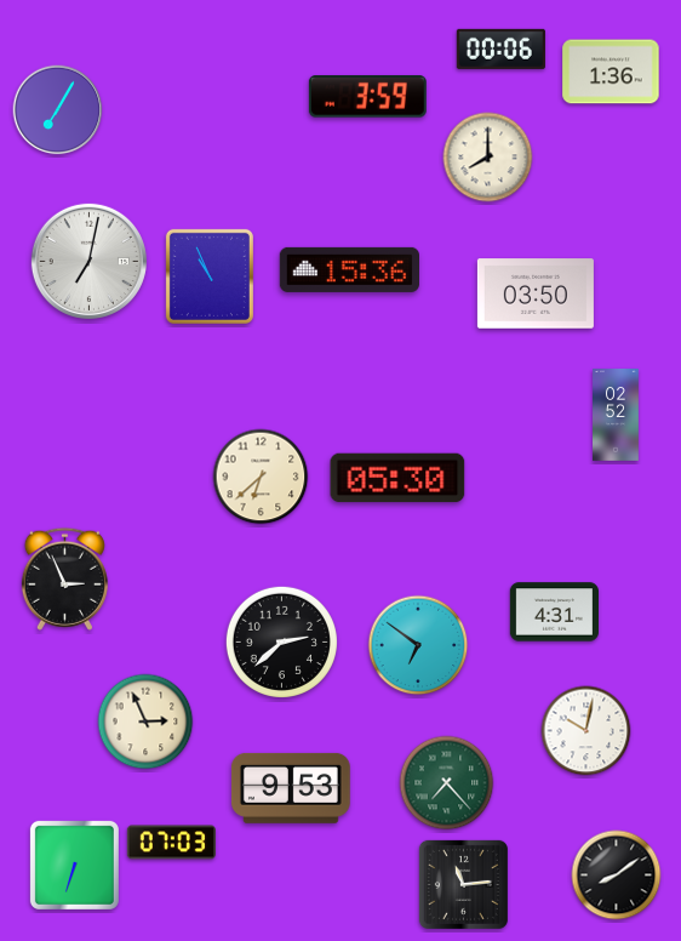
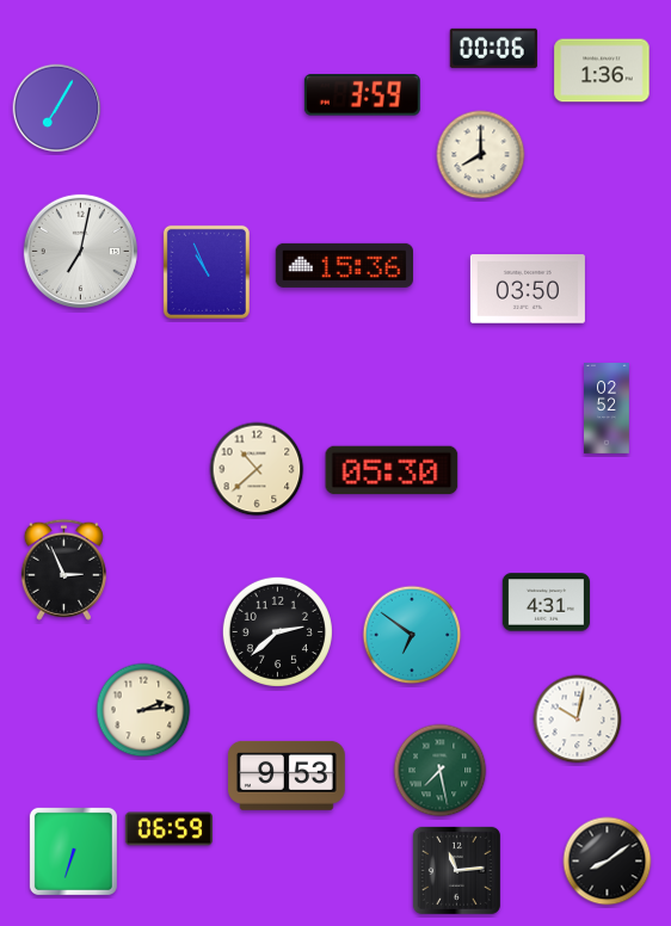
clock at (88, 261) position: (88, 261) -> (80, 251)
clock at (261, 477): 6:38 -> 10:38
clock at (145, 722): 2:56 -> 2:14
clock at (447, 783): 7:23 -> 7:28
clock at (171, 843): 07:03 -> 06:59
